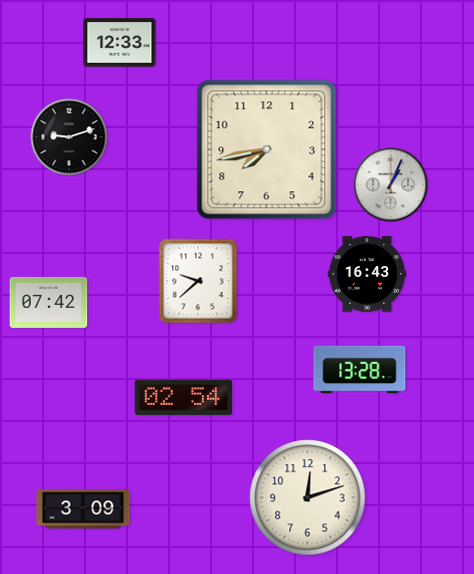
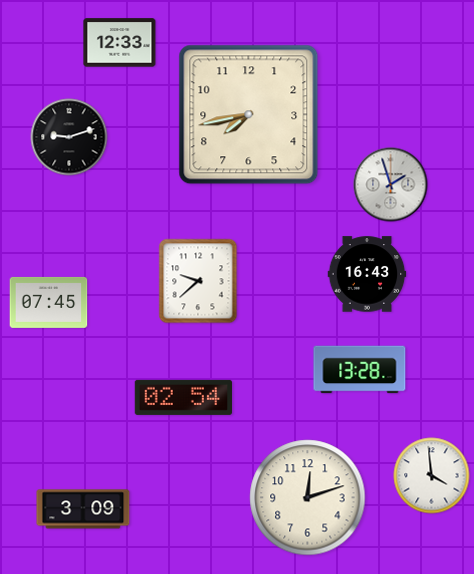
clock at (267, 150) position: (267, 150) -> (249, 115)
clock at (391, 185): 1:04 -> 1:57
clock at (49, 302): 07:42 -> 07:45
clock at (432, 476): none -> 3:59
